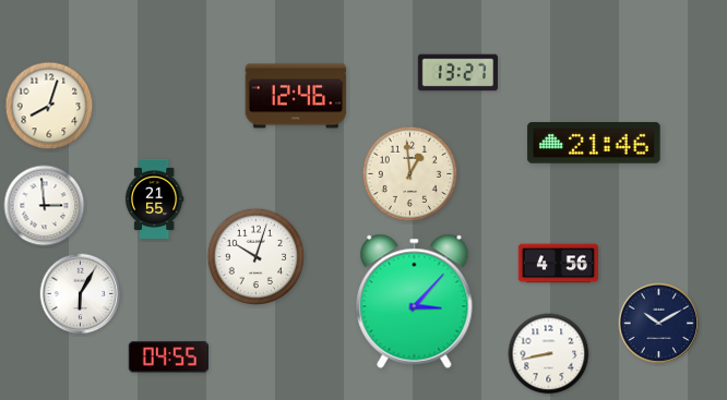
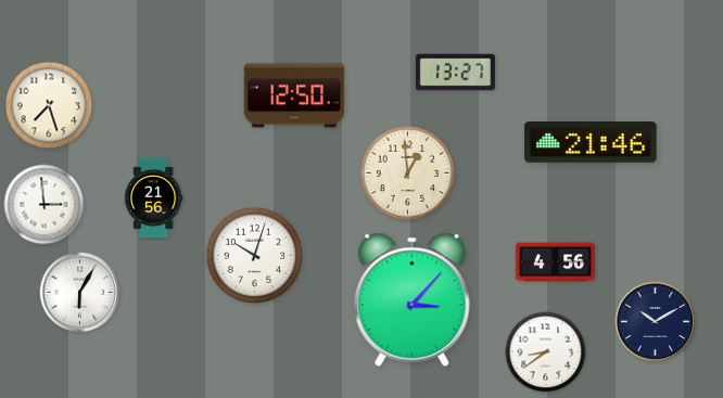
clock at (296, 96): 12:46 -> 12:50
clock at (49, 106): 8:03 -> 7:27
clock at (154, 198): 21:55 -> 21:56
clock at (549, 354): 8:43 -> 8:39
clock at (168, 357): 04:55 -> none
